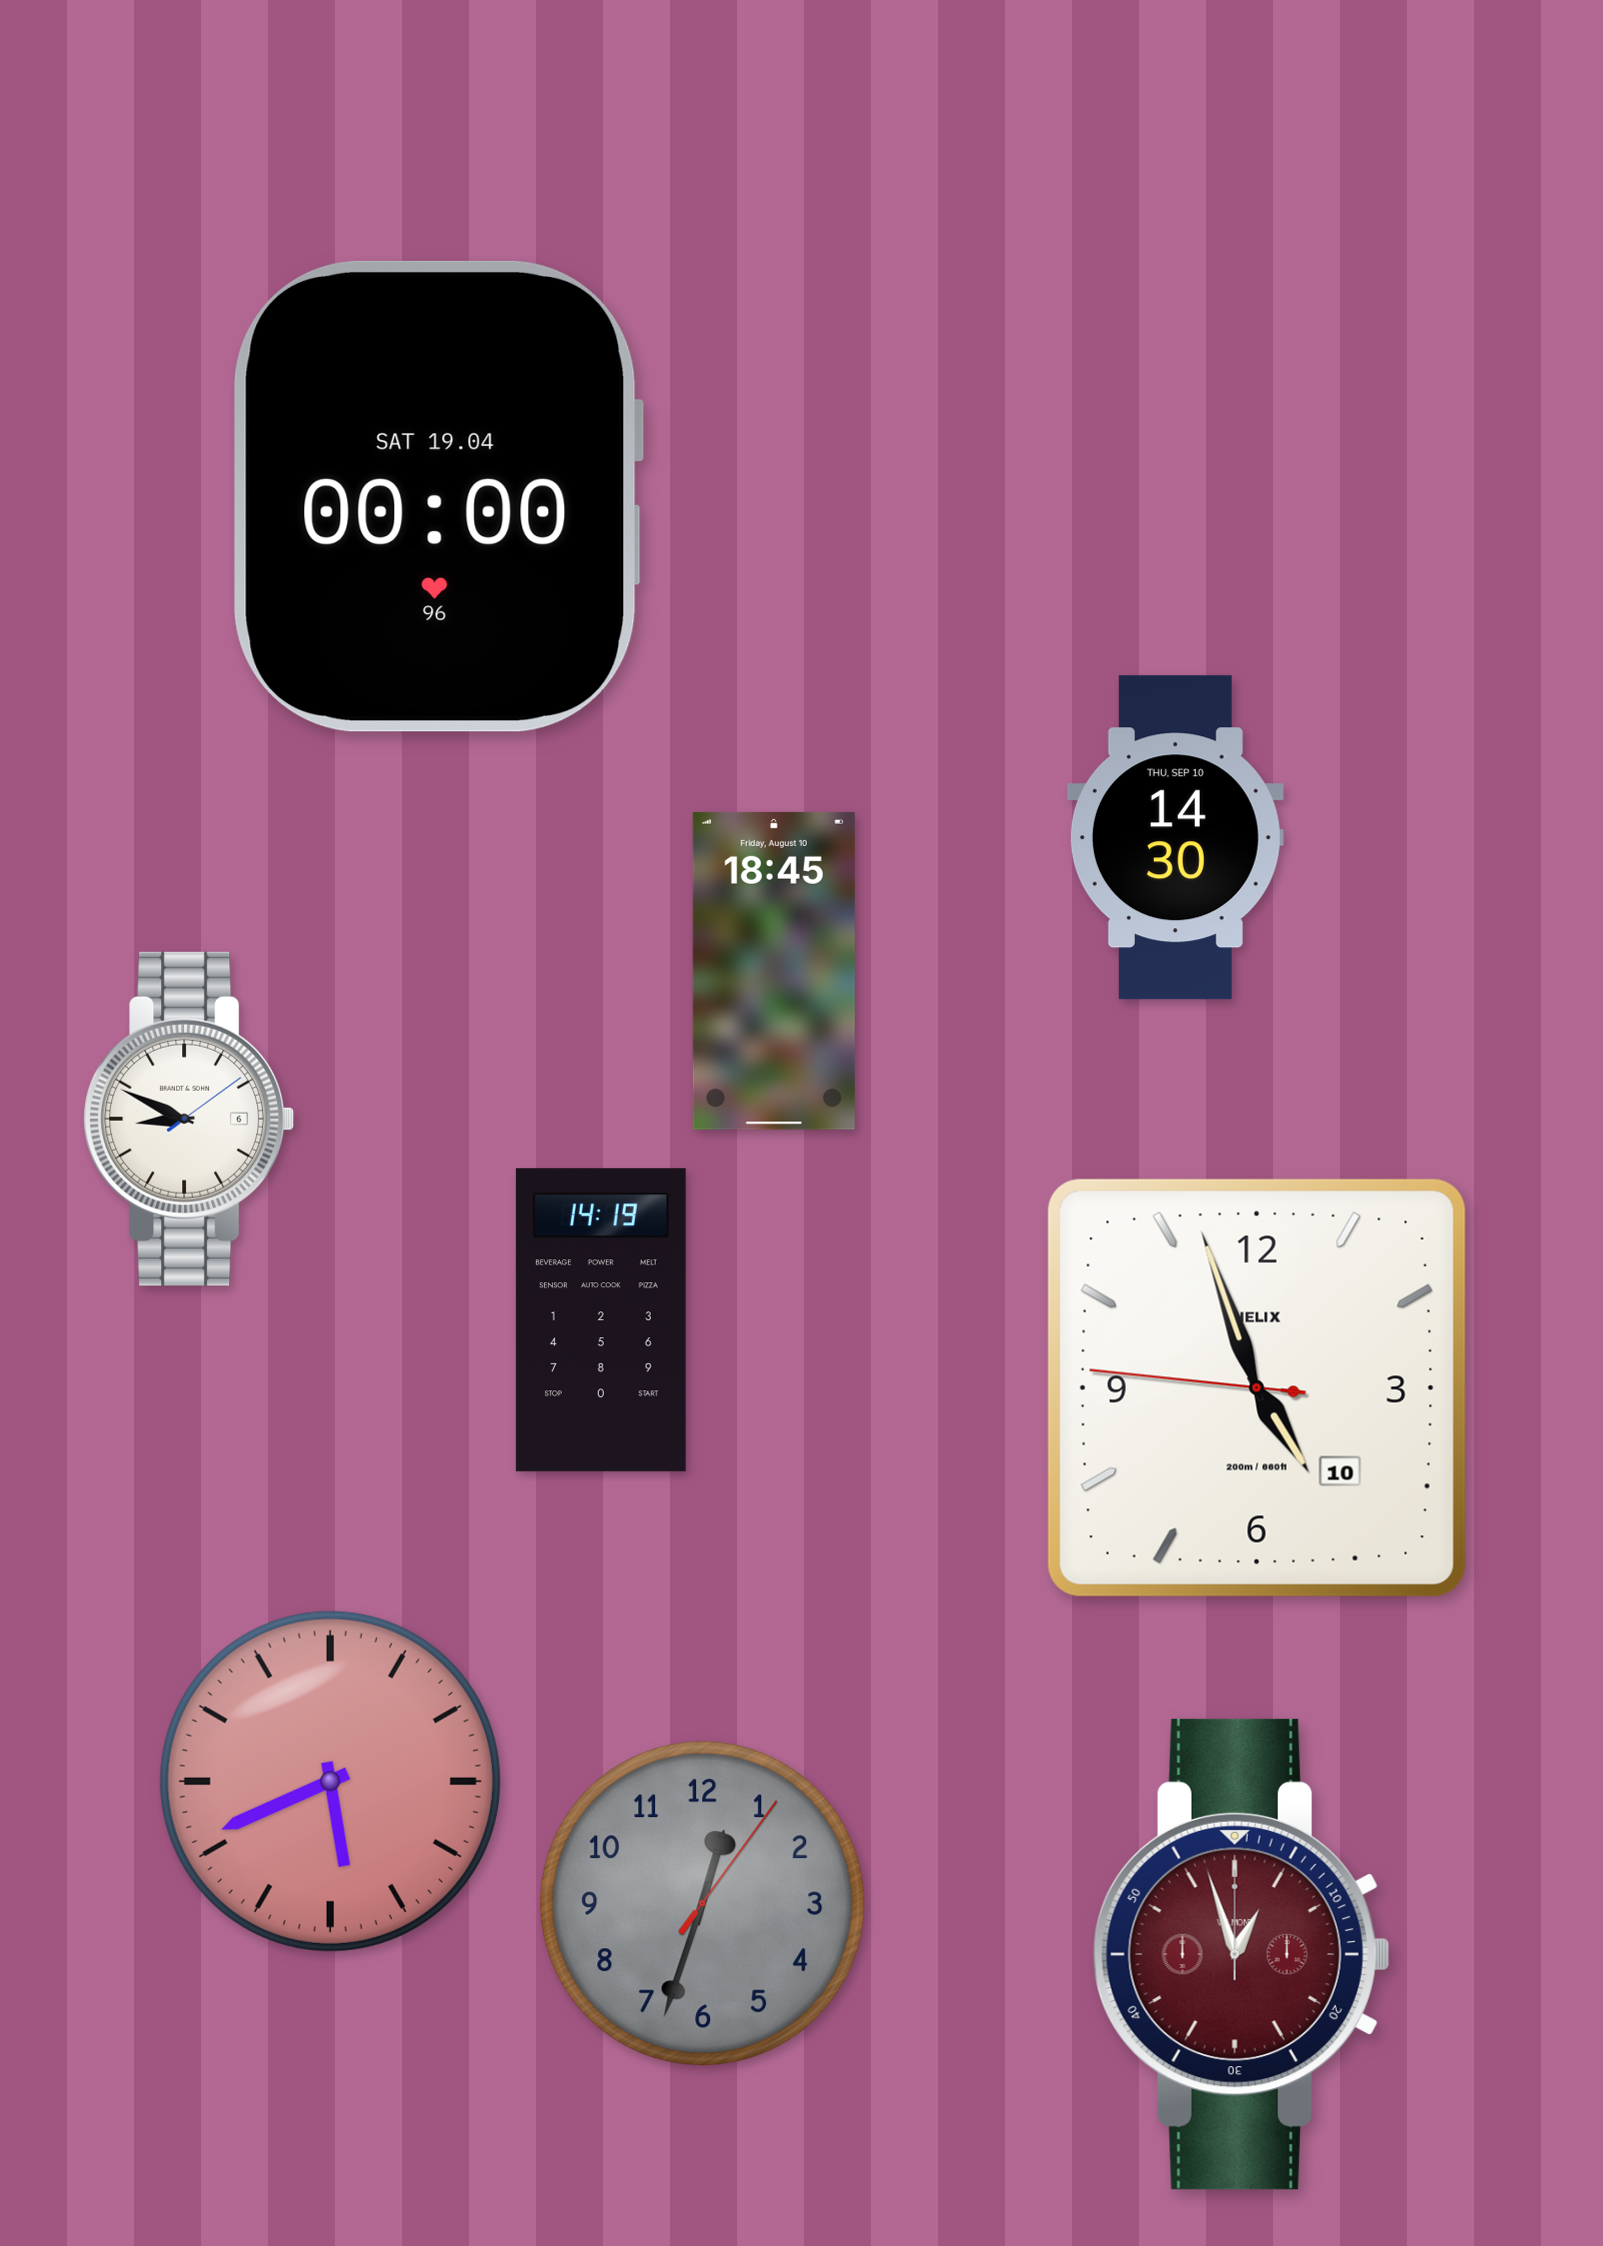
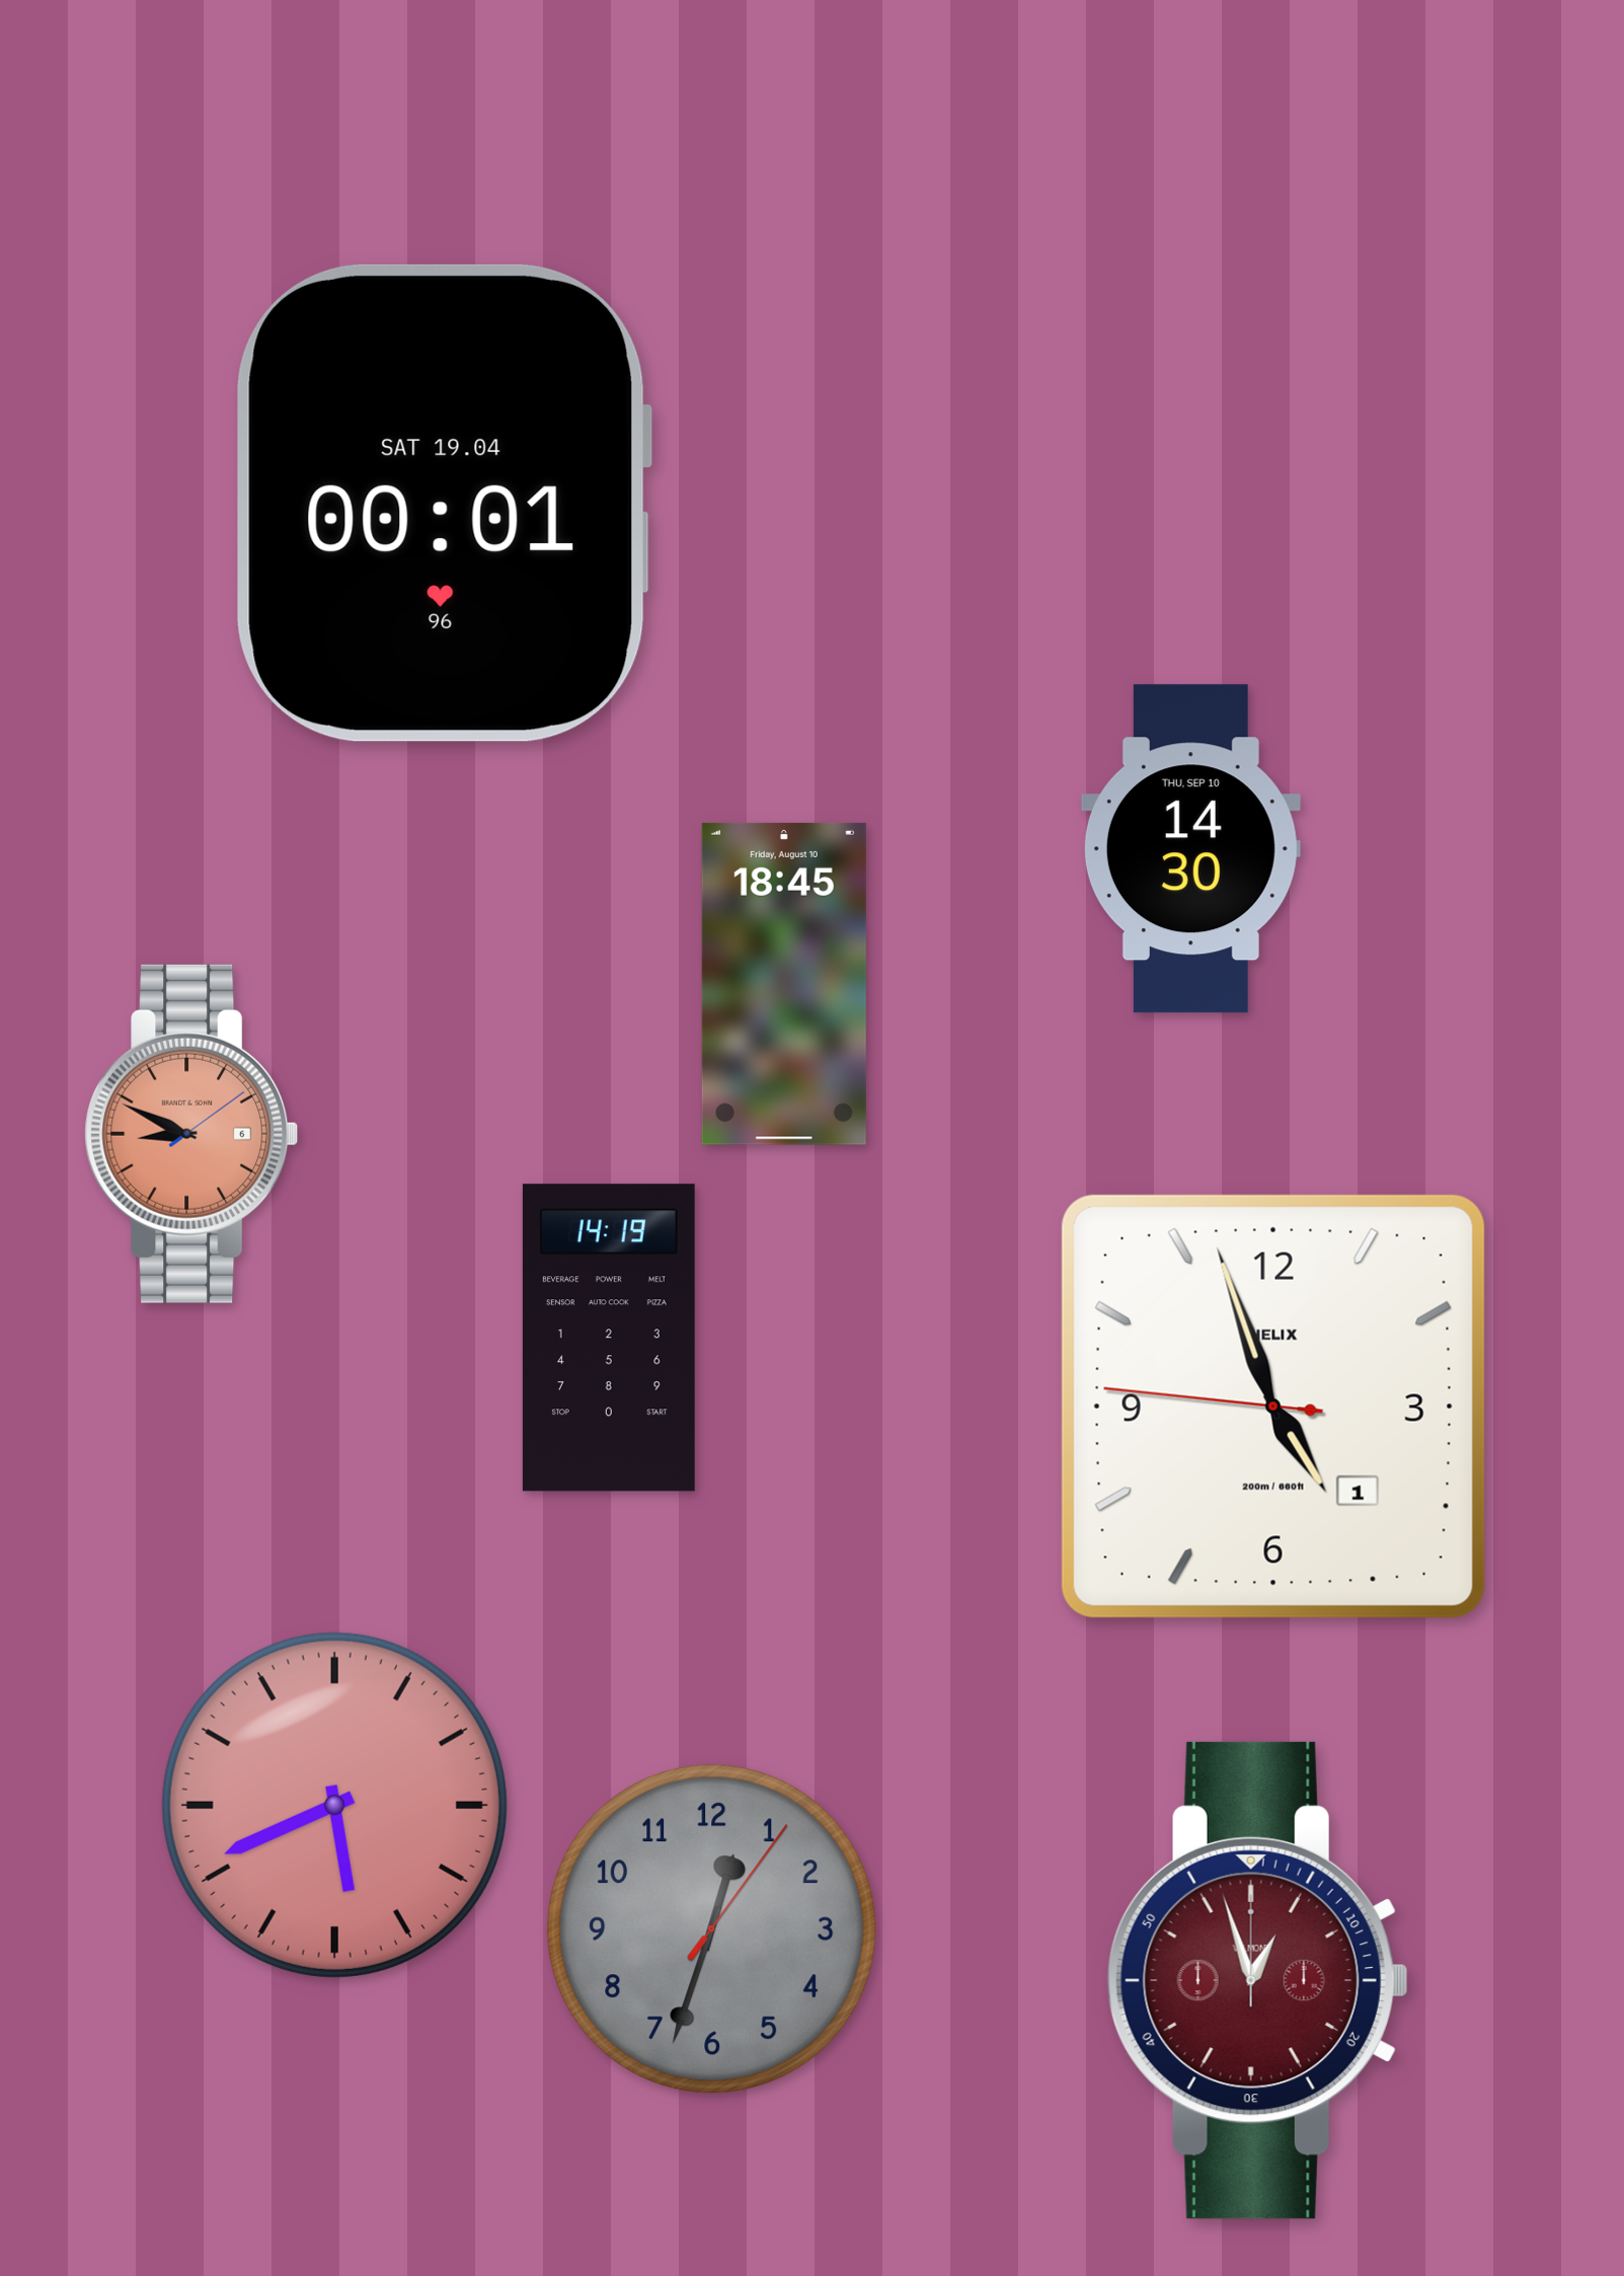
clock at (438, 496): 00:00 -> 00:01
clock at (189, 1119) dial: white -> salmon
clock at (1257, 1388) date: 10 -> 1
